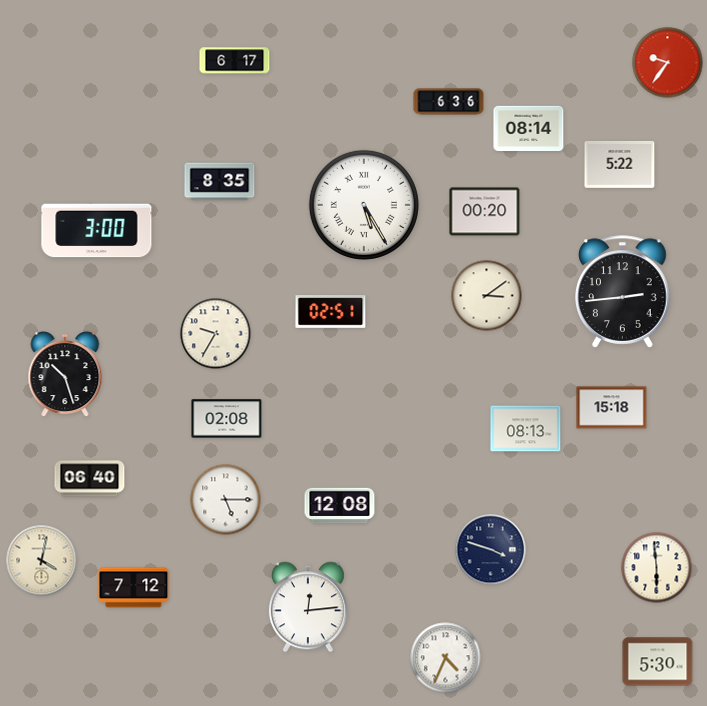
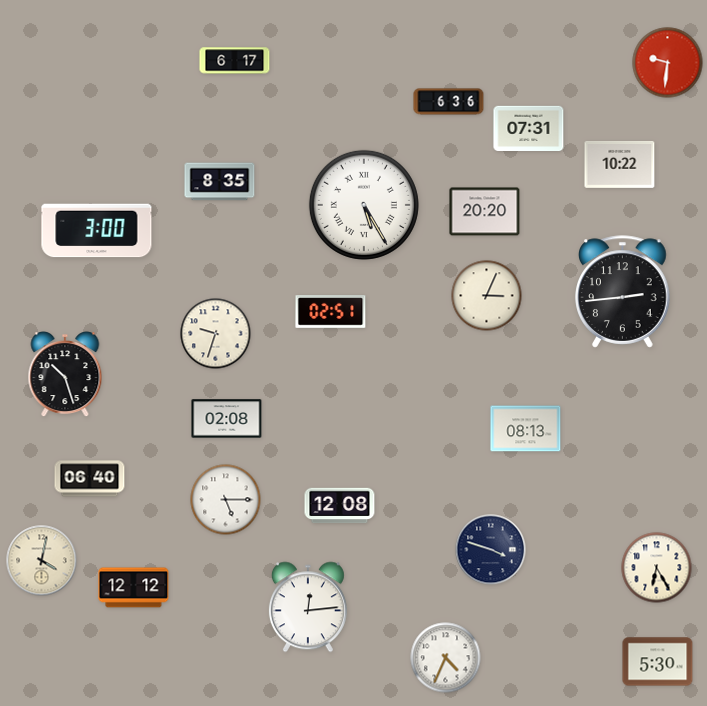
clock at (668, 63): 9:36 -> 9:31
clock at (529, 129): 08:14 -> 07:31
clock at (620, 164): 5:22 -> 10:22
clock at (485, 212): 00:20 -> 20:20
clock at (487, 296): 3:09 -> 3:04
clock at (216, 334): 9:35 -> 9:33
clock at (612, 408): 15:18 -> none
clock at (657, 568): 5:59 -> 6:25
clock at (134, 588): 7:12 -> 12:12
